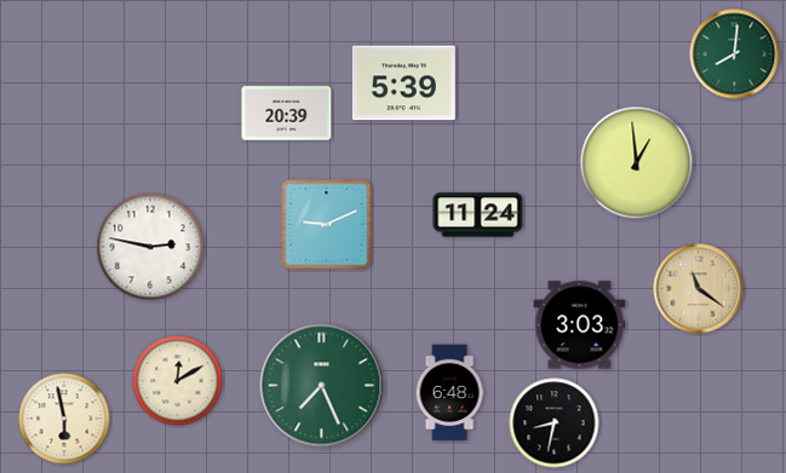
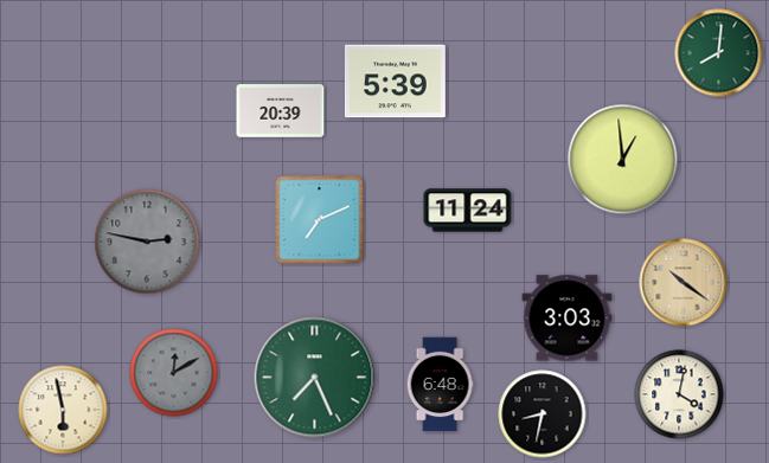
clock at (327, 225): 9:11 -> 7:11
clock at (150, 247) dial: white -> grey
clock at (699, 289): 11:21 -> 10:21
clock at (178, 381) dial: cream -> grey
clock at (679, 394): none -> 4:02
